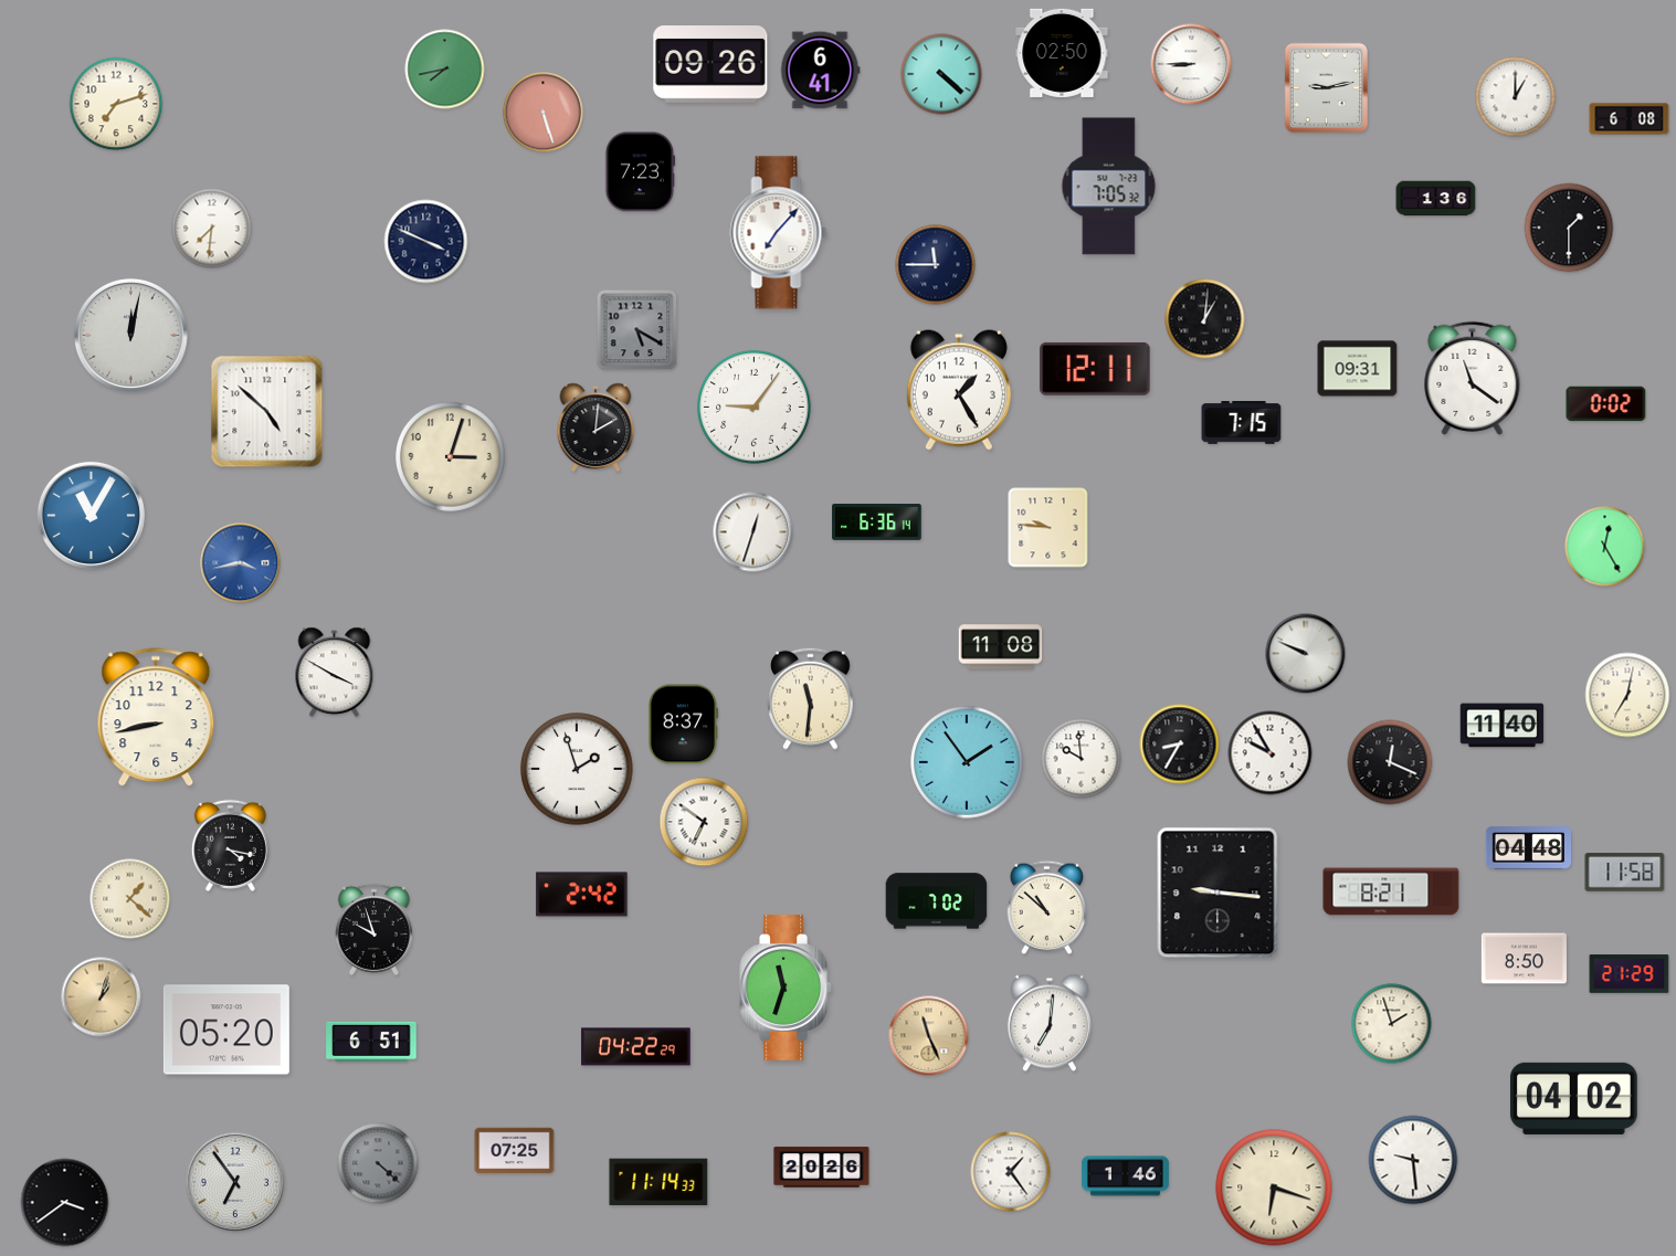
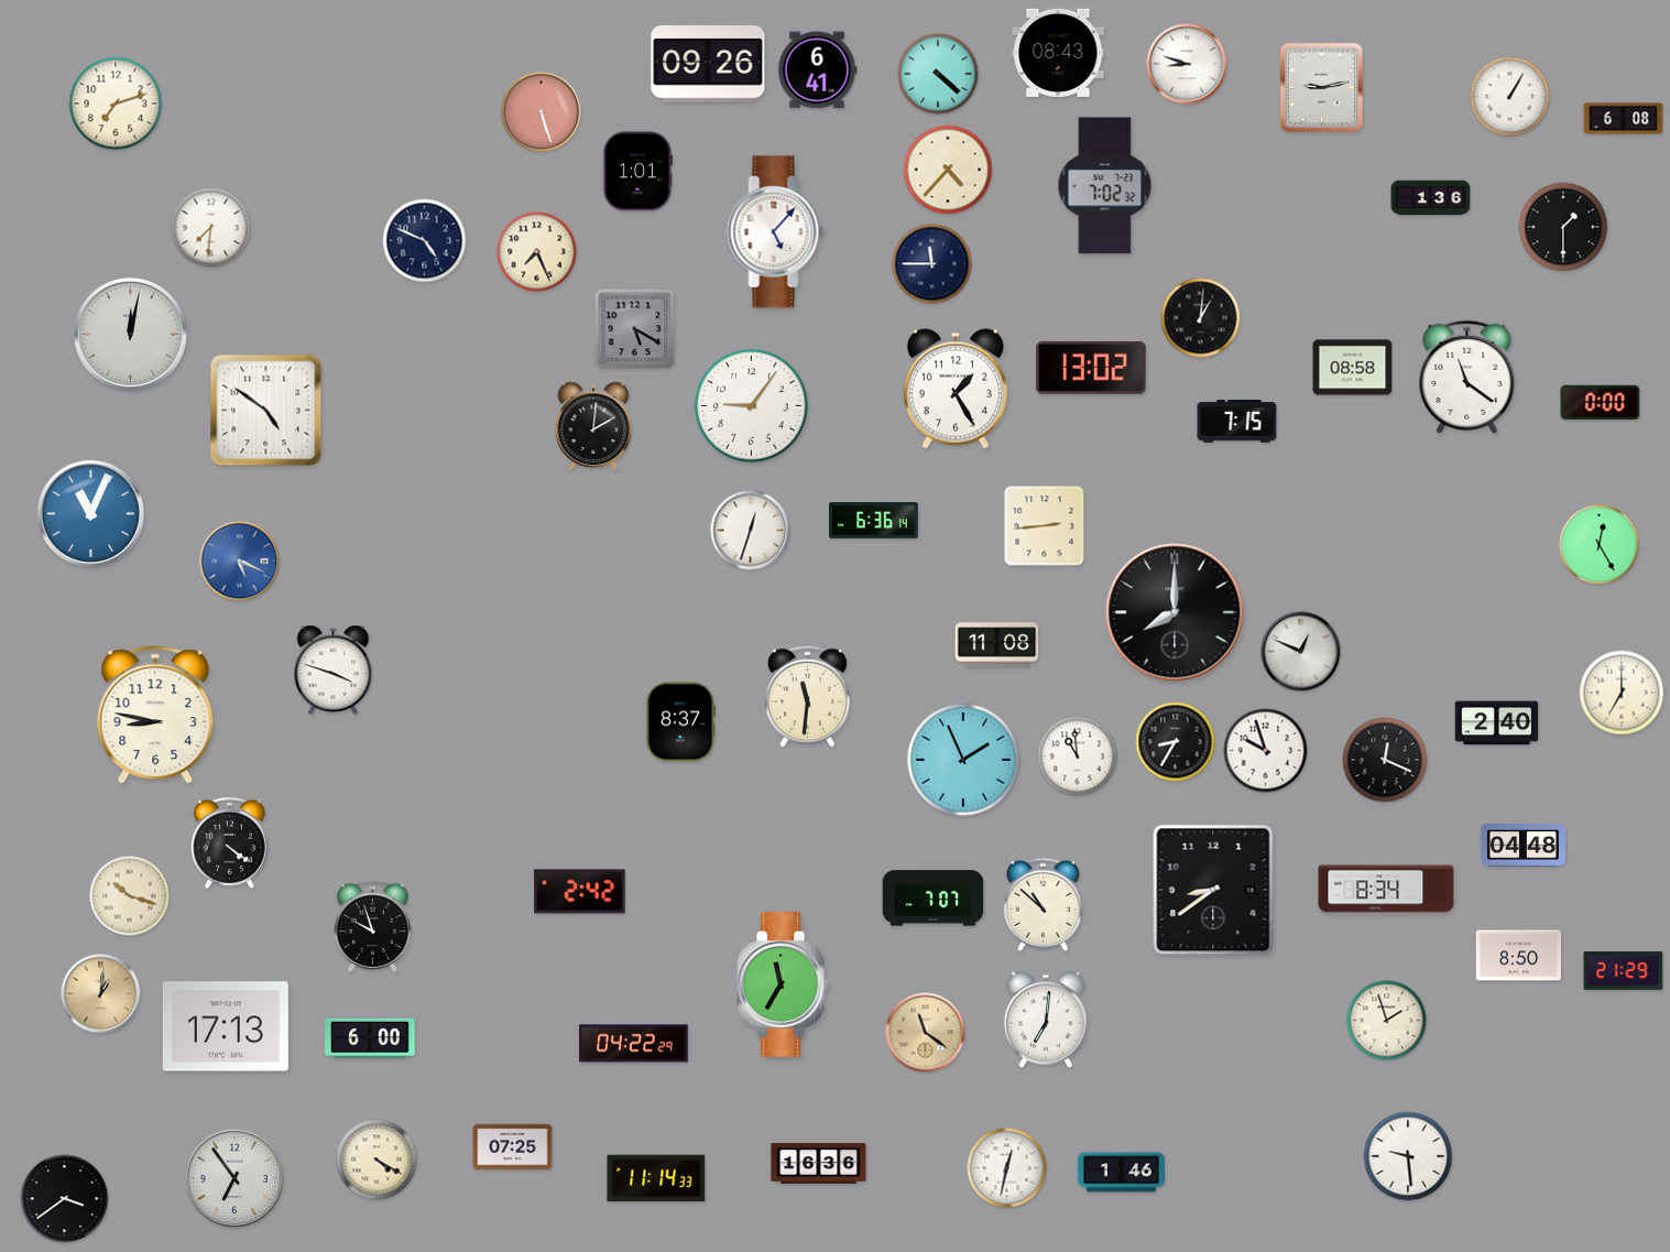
clock at (1062, 53): 02:50 -> 08:43
clock at (1191, 64): 8:45 -> 8:48
clock at (445, 70): 7:43 -> none
clock at (1516, 97): 1:00 -> 1:05
clock at (948, 170): none -> 4:37
clock at (640, 172): 7:23 -> 1:01
clock at (1109, 187): 7:05 -> 7:02
clock at (779, 233): 7:07 -> 5:07
clock at (426, 242): 3:49 -> 4:49
clock at (537, 252): none -> 7:26
clock at (1095, 369): 12:11 -> 13:02
clock at (1358, 369): 09:31 -> 08:58
clock at (1606, 404): 0:02 -> 0:00
clock at (267, 412): 4:52 -> 4:51
clock at (451, 457): 3:03 -> none
clock at (91, 515): 11:05 -> 11:04
clock at (1048, 528): 9:46 -> 2:44
clock at (241, 563): 3:43 -> 5:19
clock at (1175, 612): none -> 8:00
clock at (1306, 654): 9:49 -> 12:49
clock at (335, 673): 3:50 -> 3:48
clock at (1627, 695): 7:02 -> 7:00
clock at (156, 718): 8:43 -> 8:47
clock at (1503, 726): 11:40 -> 2:40
clock at (1271, 753): 9:55 -> 9:57
clock at (1082, 759): 9:59 -> 10:59
clock at (967, 762): 1:54 -> 1:56
clock at (577, 769): 1:57 -> none
clock at (704, 822): 6:51 -> none
clock at (230, 845): 4:17 -> 4:21
clock at (1625, 873): 11:58 -> none
clock at (1391, 891): 8:21 -> 8:34
clock at (1218, 893): 9:16 -> 8:39
clock at (130, 899): 1:22 -> 10:18
clock at (937, 901): 7:02 -> 7:07
clock at (786, 988): 11:33 -> 11:35
clock at (102, 998): 1:03 -> 1:01
clock at (226, 1030): 05:20 -> 17:13
clock at (929, 1036): 11:26 -> 11:21
clock at (371, 1042): 6:51 -> 6:00
clock at (1573, 1098): 04:02 -> none
clock at (378, 1163): 4:22 -> 4:20
clock at (378, 1163) dial: grey -> cream
clock at (822, 1168): 20:26 -> 16:36
clock at (1011, 1172): 1:24 -> 12:32
clock at (1274, 1188): 6:18 -> none
